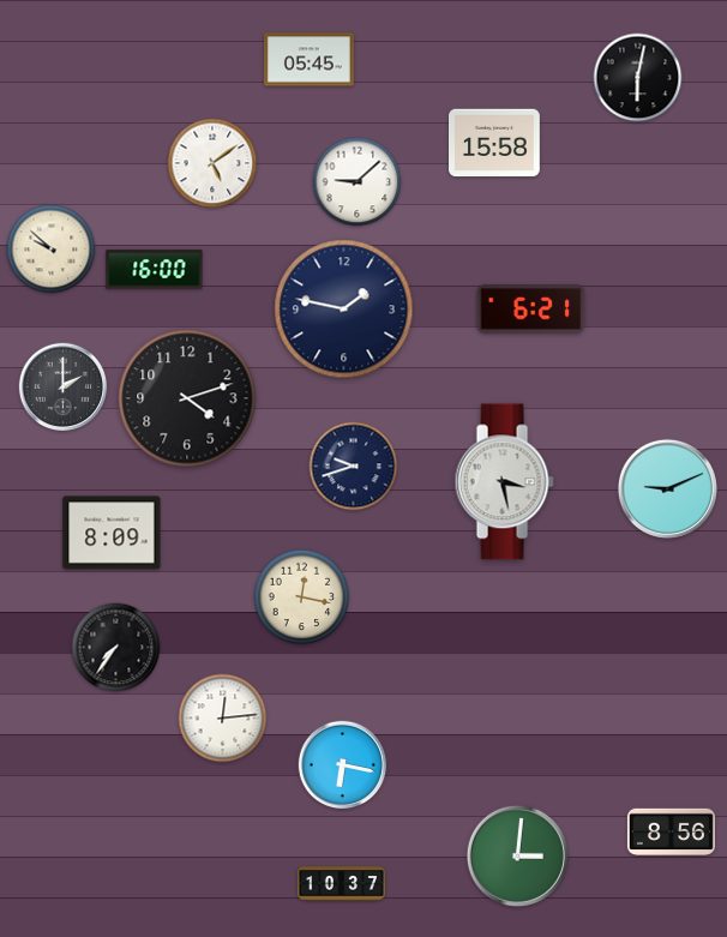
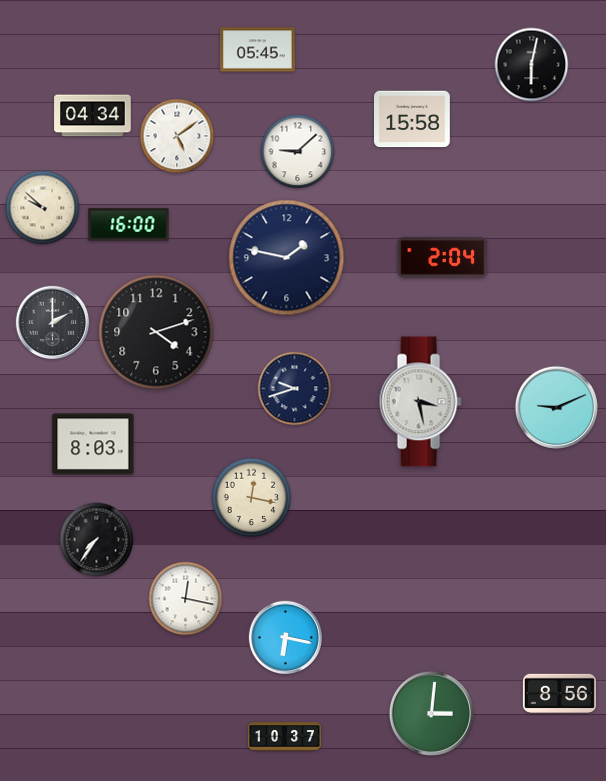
clock at (93, 116): none -> 04:34
clock at (531, 310): 6:21 -> 2:04
clock at (112, 533): 8:09 -> 8:03
clock at (223, 719): 12:14 -> 12:17
